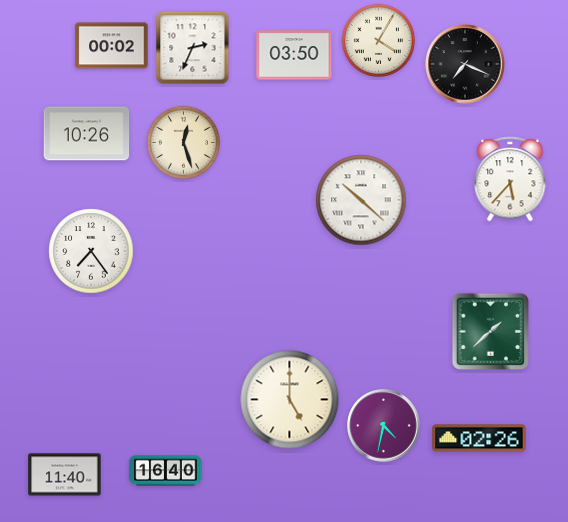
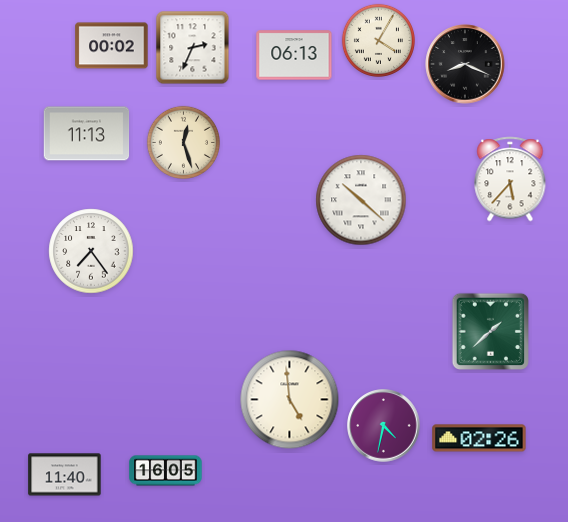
clock at (294, 55): 03:50 -> 06:13
clock at (465, 64): 7:19 -> 8:19
clock at (87, 134): 10:26 -> 11:13
clock at (290, 400): 5:00 -> 4:59
clock at (166, 471): 16:40 -> 16:05
